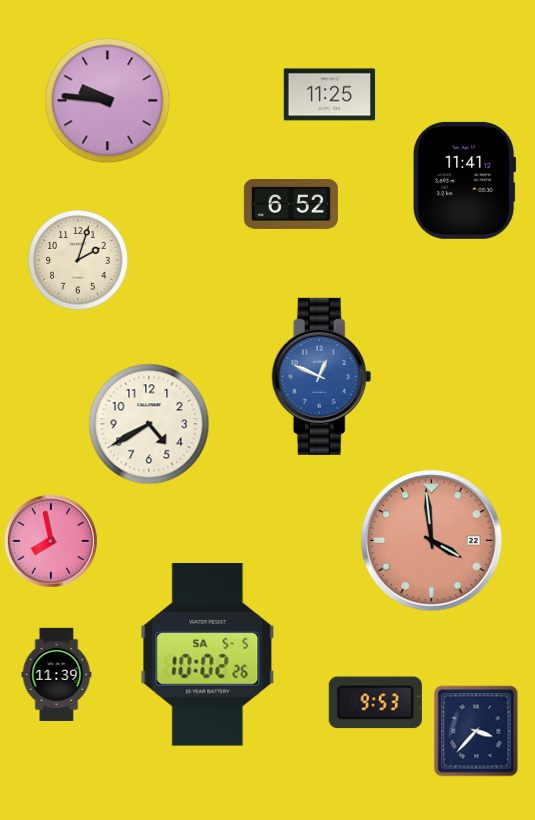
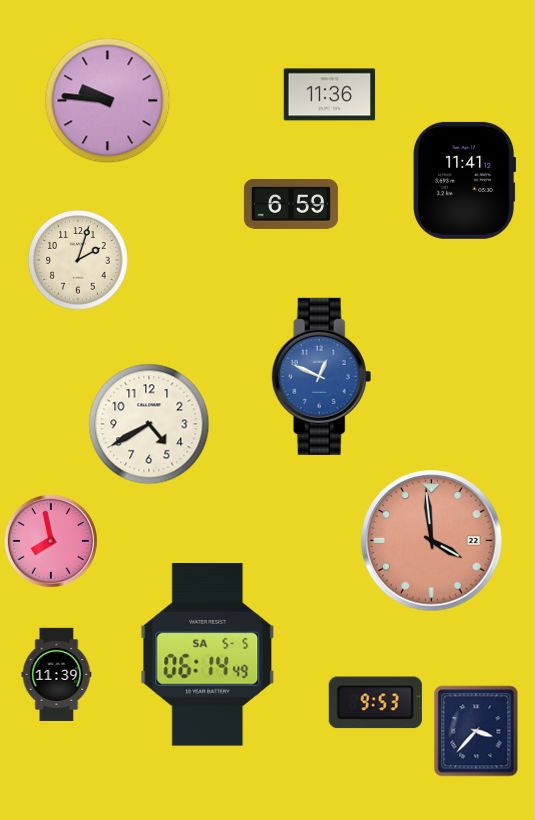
clock at (330, 95): 11:25 -> 11:36
clock at (291, 205): 6:52 -> 6:59
clock at (208, 655): 10:02 -> 06:14
